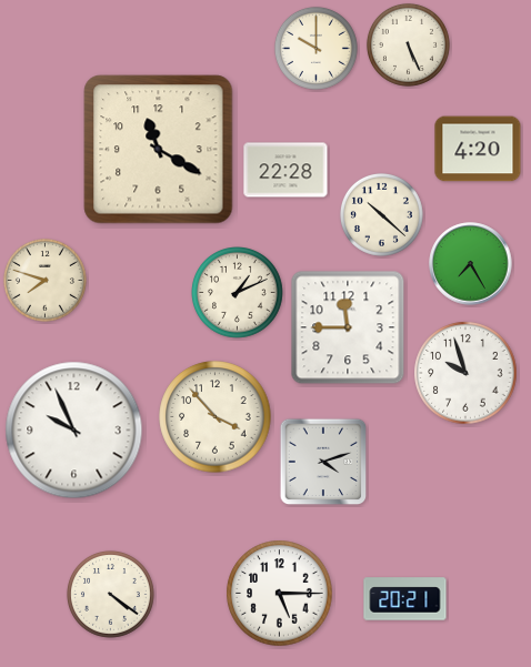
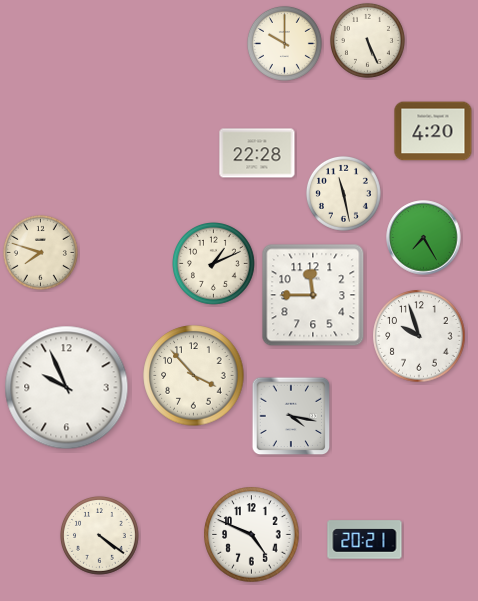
clock at (478, 149) position: (478, 149) -> (433, 131)
clock at (159, 150): 11:20 -> none
clock at (381, 214): 10:22 -> 11:28
clock at (323, 462): 4:12 -> 4:17
clock at (280, 594): 5:15 -> 4:49
